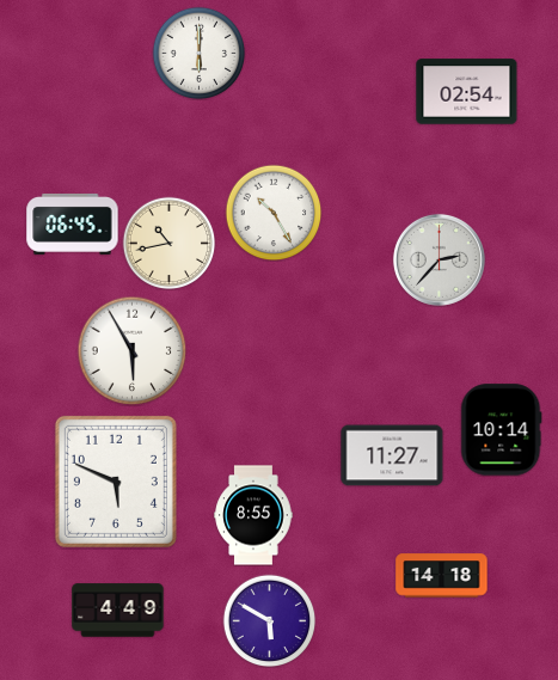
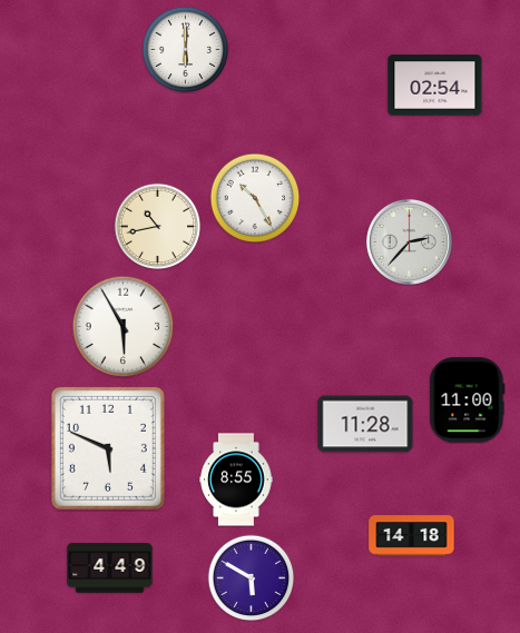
clock at (73, 223): 06:45 -> none
clock at (502, 430): 10:14 -> 11:00
clock at (392, 455): 11:27 -> 11:28
